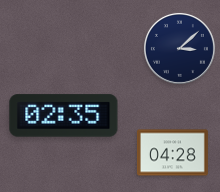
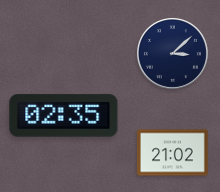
clock at (179, 48) position: (179, 48) -> (172, 53)
clock at (172, 153): 04:28 -> 21:02
